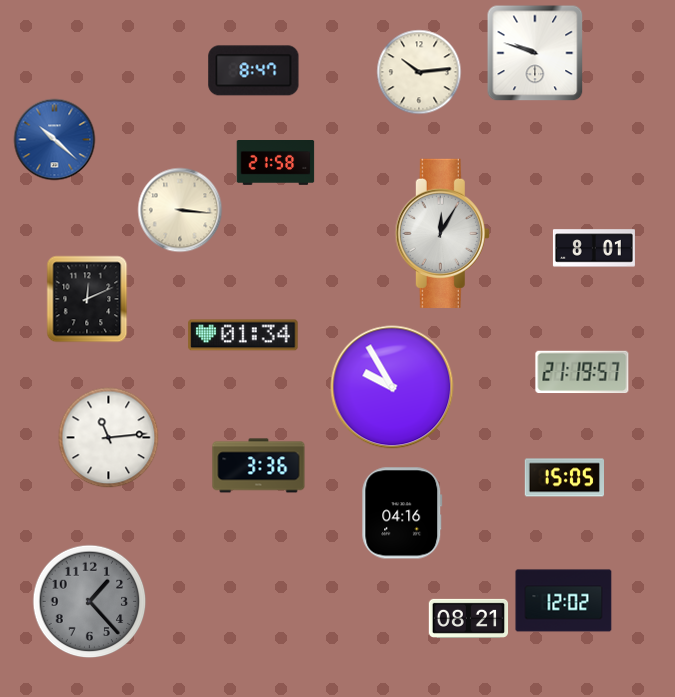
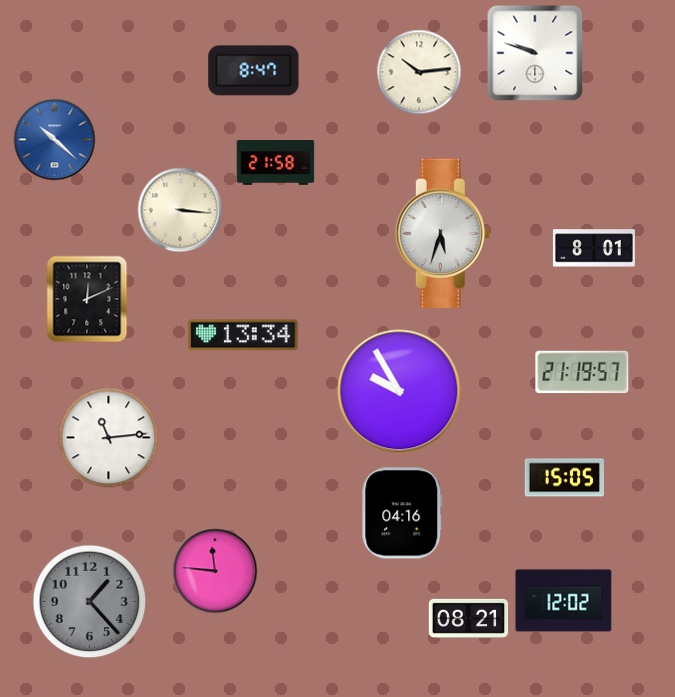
clock at (442, 233): 12:05 -> 5:33
clock at (243, 335): 01:34 -> 13:34
clock at (392, 387) position: (392, 387) -> (399, 391)
clock at (259, 466): 3:36 -> none
clock at (215, 571): none -> 11:46
